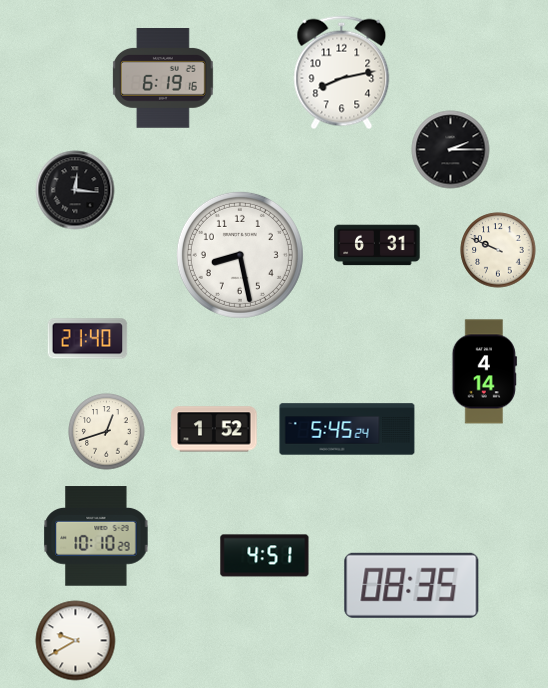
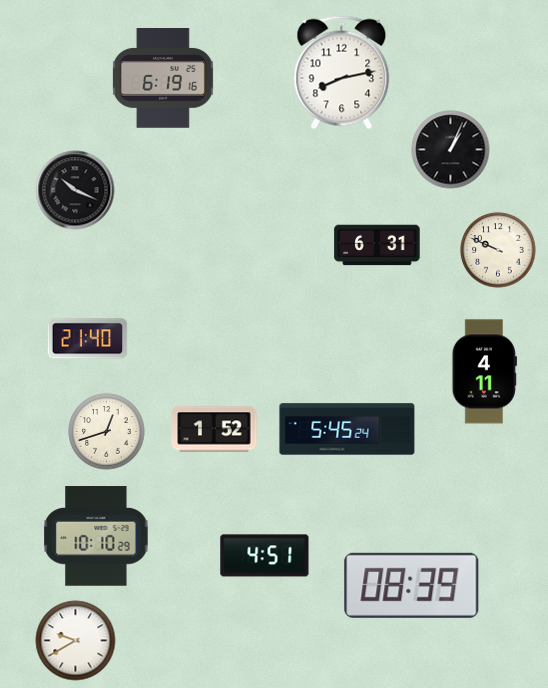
clock at (451, 150): 2:15 -> 1:04
clock at (75, 190): 12:16 -> 10:19
clock at (240, 255): 8:28 -> none
clock at (484, 372): 4:14 -> 4:11
clock at (412, 585): 08:35 -> 08:39
